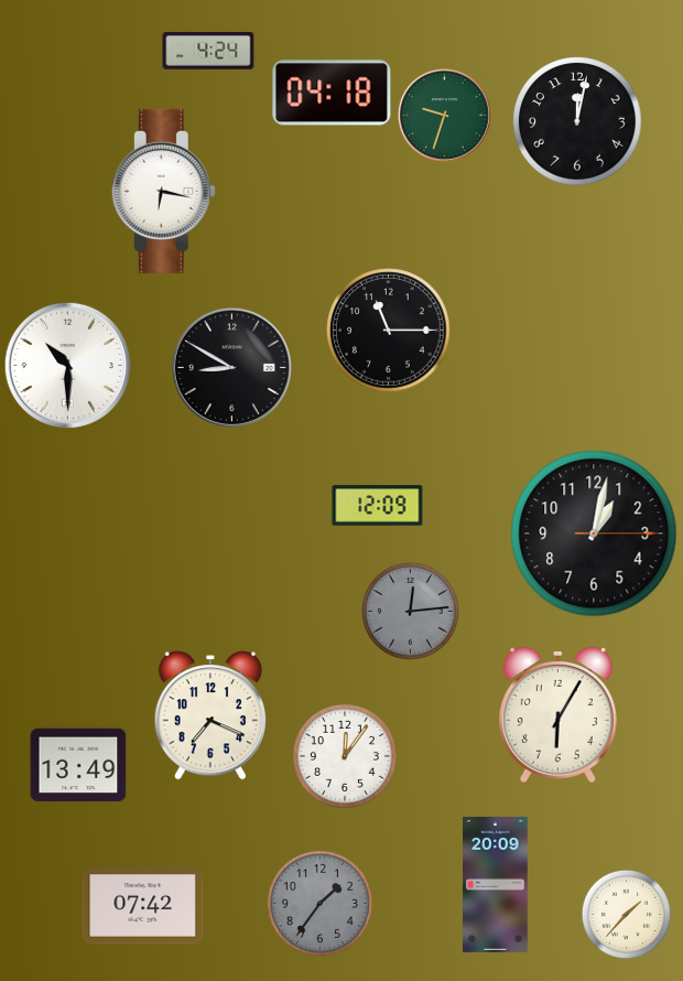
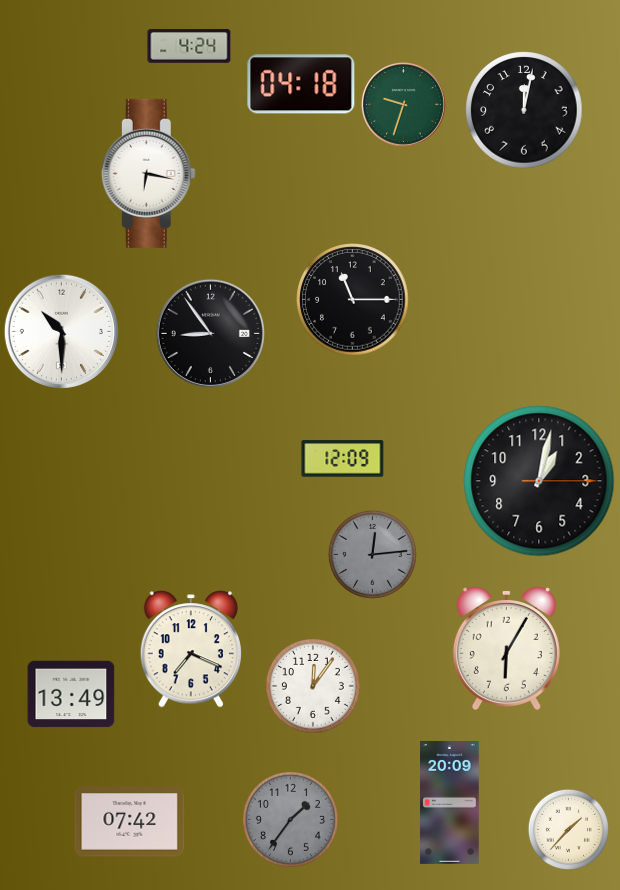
clock at (231, 367): 8:50 -> 8:54
clock at (594, 533) position: (594, 533) -> (539, 481)
